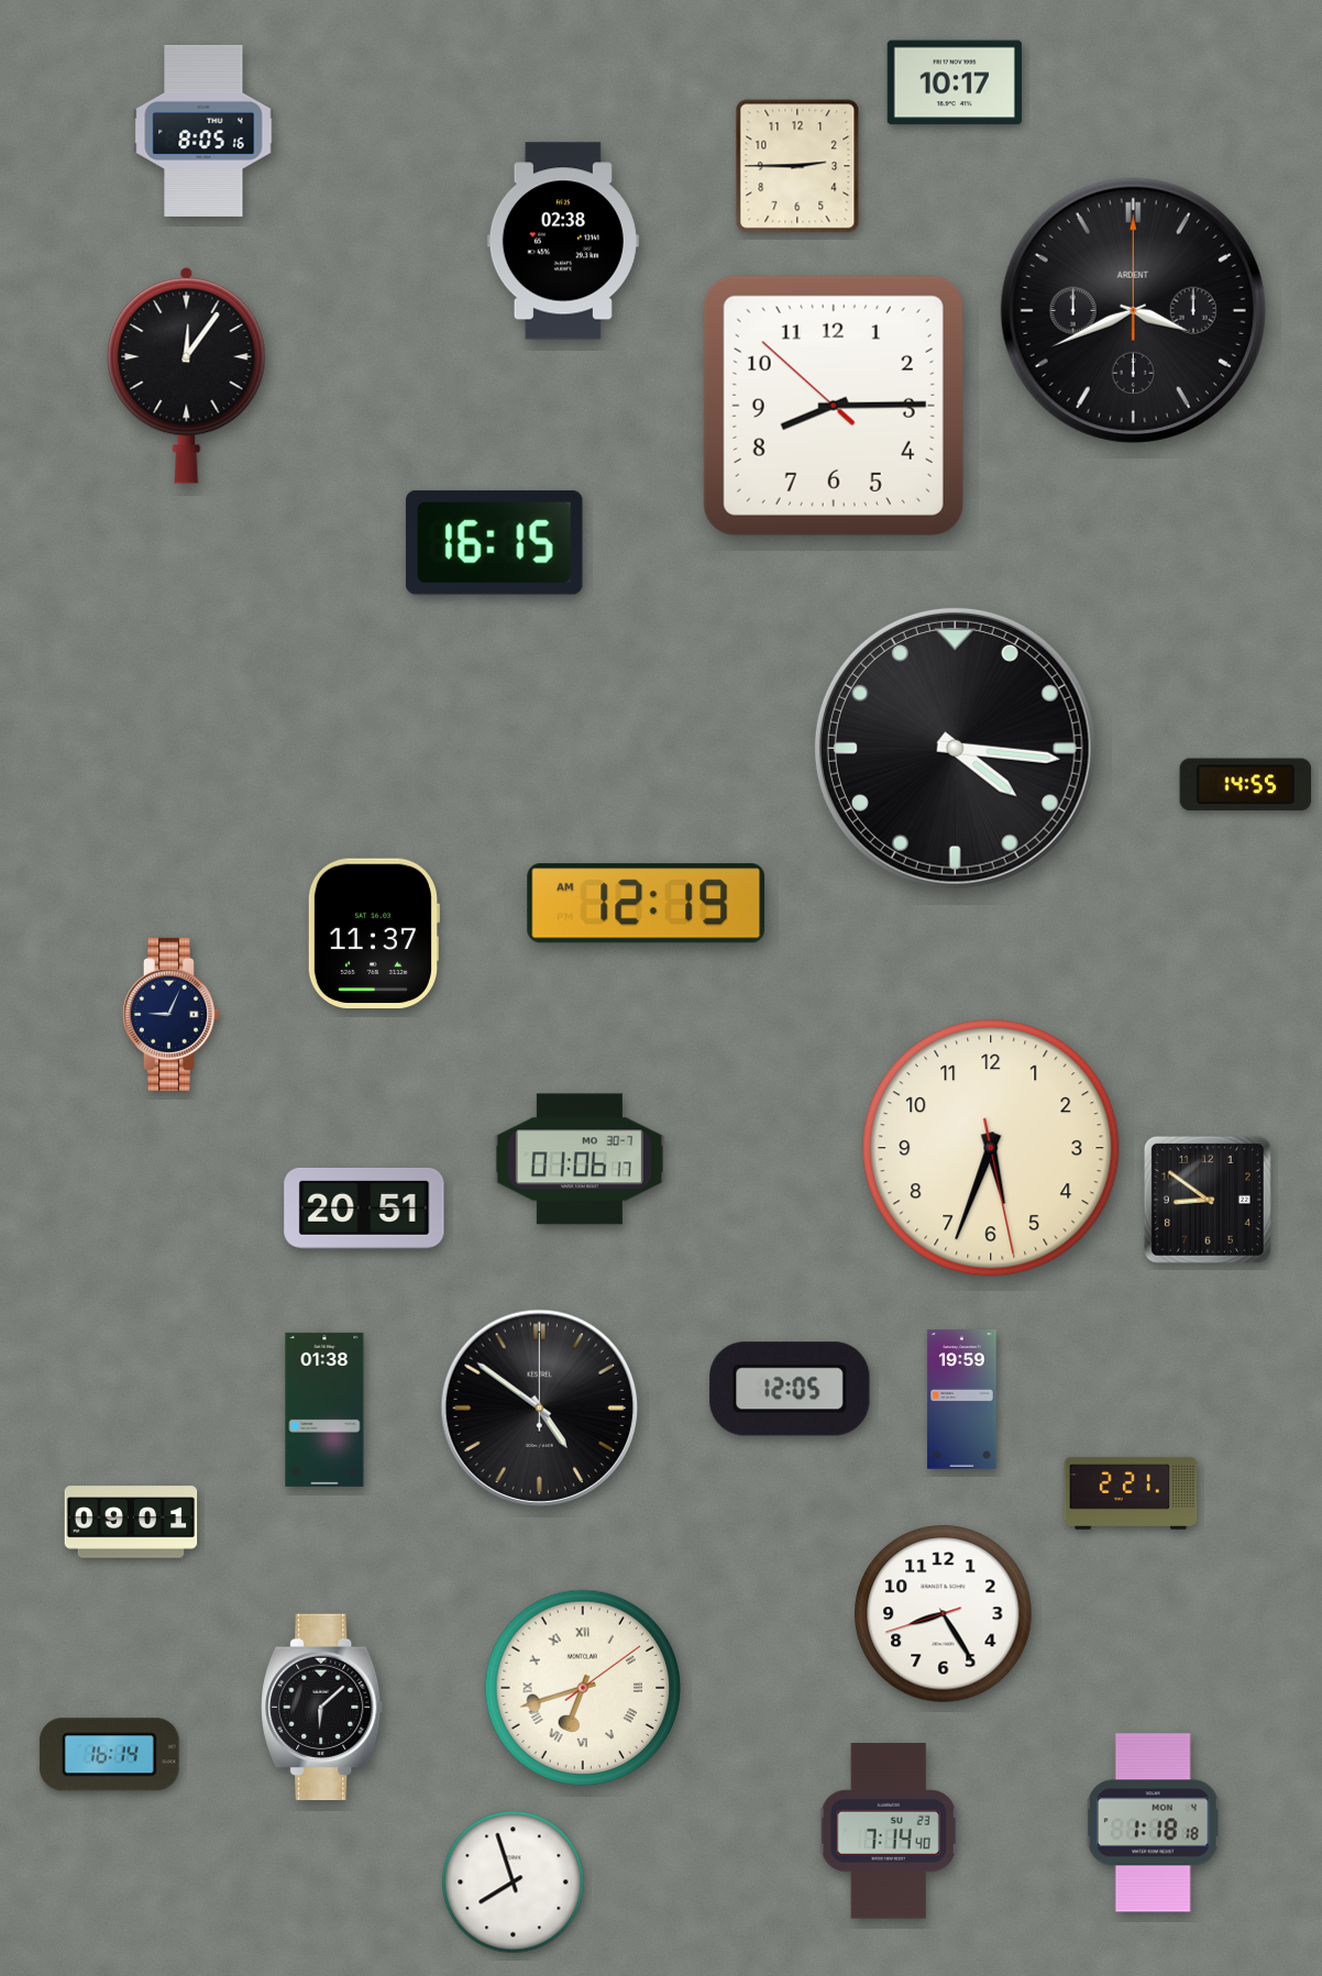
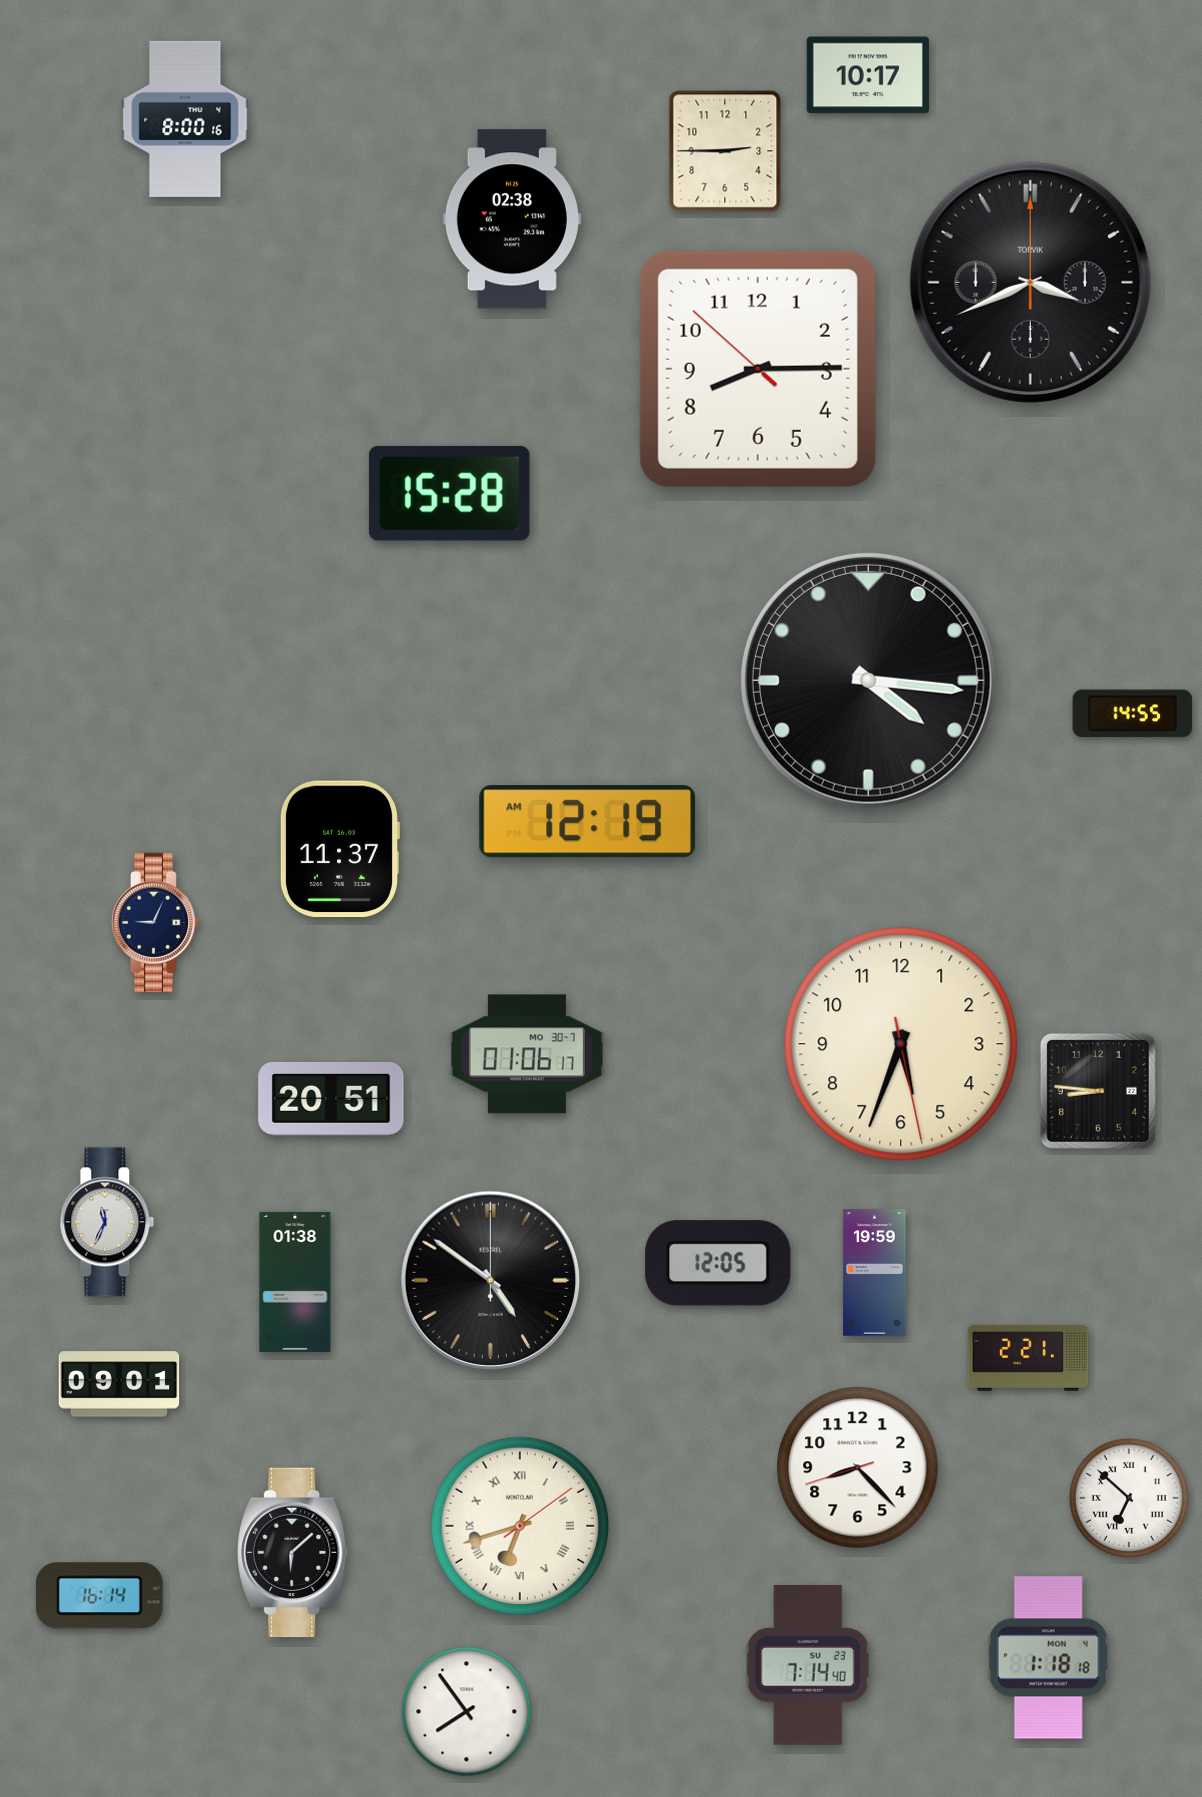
clock at (203, 131): 8:05 -> 8:00
clock at (1133, 310) brand: ARDENT -> TORVIK
clock at (187, 375): 12:06 -> none
clock at (494, 542): 16:15 -> 15:28
clock at (1208, 1200): 8:51 -> 8:46
clock at (107, 1222): none -> 11:34
clock at (944, 1614): 8:24 -> 8:22
clock at (1129, 1498): none -> 6:52
clock at (583, 1688) position: (583, 1688) -> (520, 1526)
clock at (514, 1883): 7:57 -> 7:54
